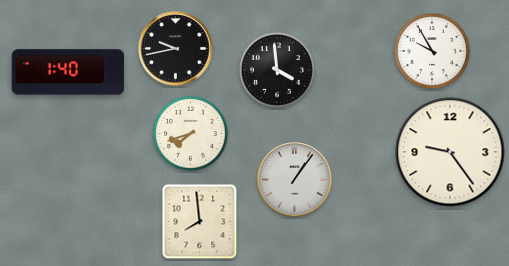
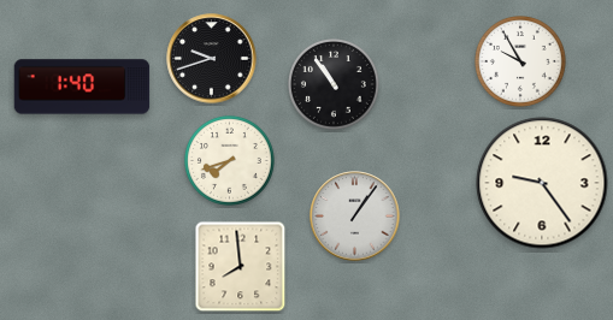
clock at (176, 49): 9:43 -> 9:42
clock at (278, 71): 3:59 -> 10:54
